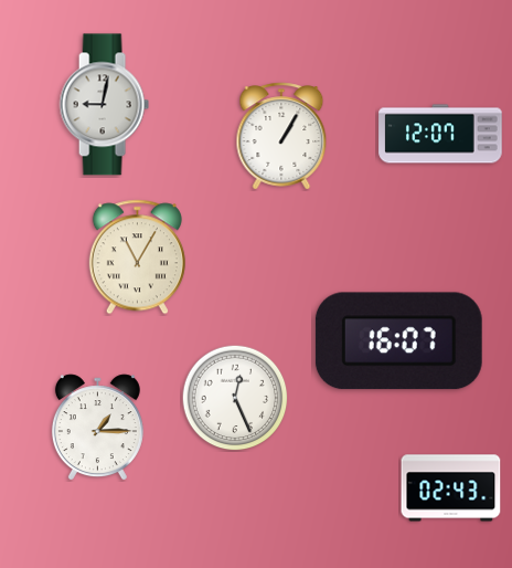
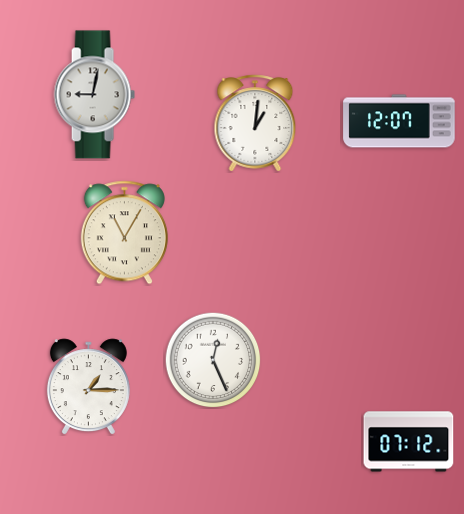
clock at (281, 136): 1:05 -> 1:01
clock at (398, 341): 16:07 -> none
clock at (451, 488): 02:43 -> 07:12
